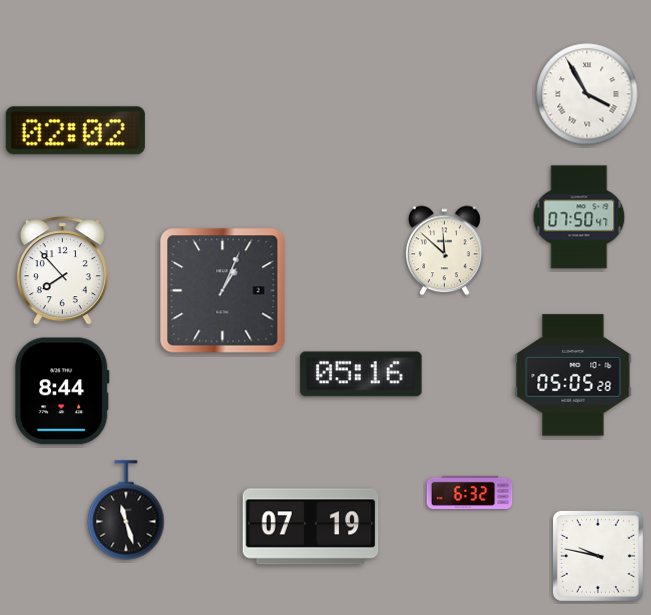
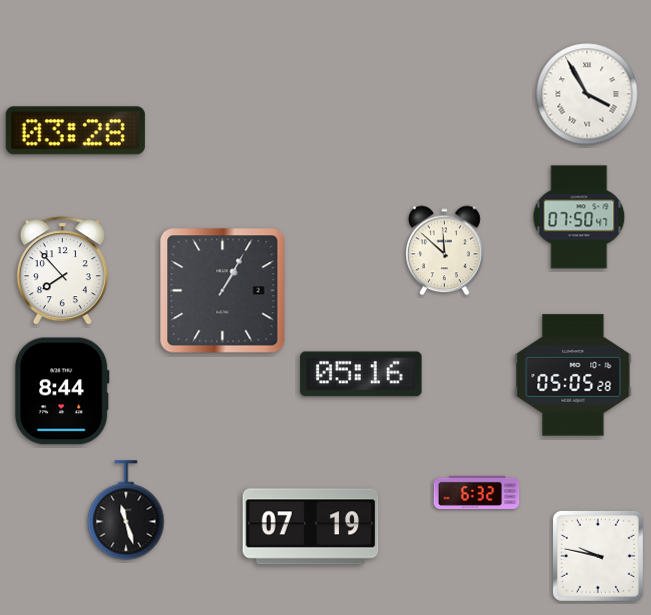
clock at (75, 131): 02:02 -> 03:28
clock at (223, 291): 1:04 -> 1:05
clock at (470, 492) position: (470, 492) -> (477, 492)
